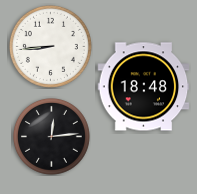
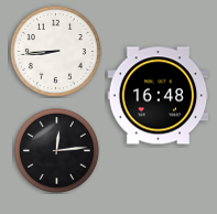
clock at (144, 87): 18:48 -> 16:48
